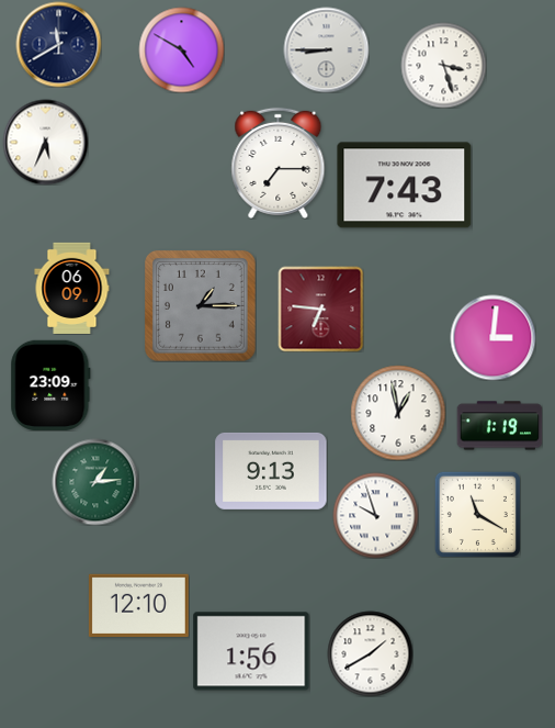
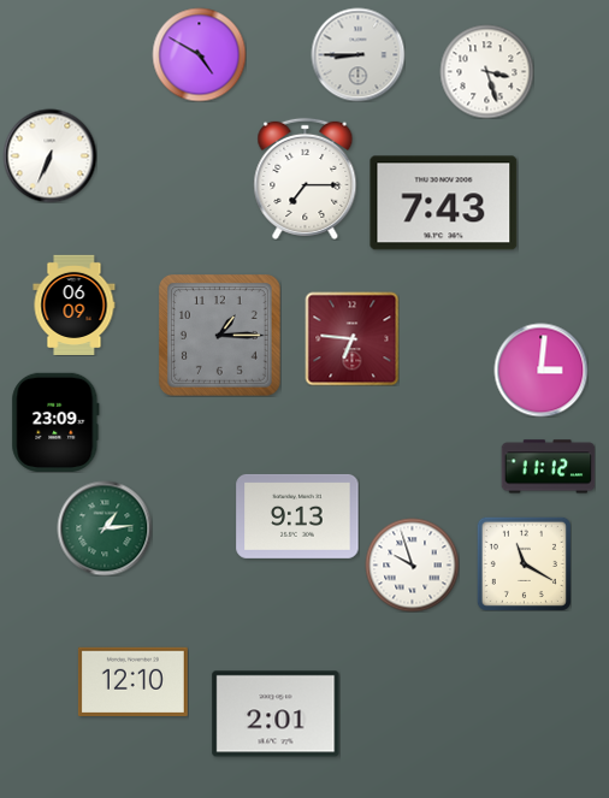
clock at (58, 44): 11:40 -> none
clock at (45, 142): 5:34 -> 6:34
clock at (72, 288) position: (72, 288) -> (75, 305)
clock at (398, 413): 12:58 -> none
clock at (499, 426): 1:19 -> 11:12
clock at (138, 606) position: (138, 606) -> (132, 682)
clock at (251, 651): 1:56 -> 2:01
clock at (370, 653): 1:40 -> none
